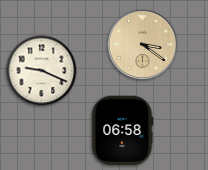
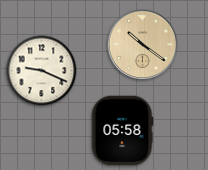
clock at (143, 45): 3:21 -> 10:21
clock at (122, 131): 06:58 -> 05:58
